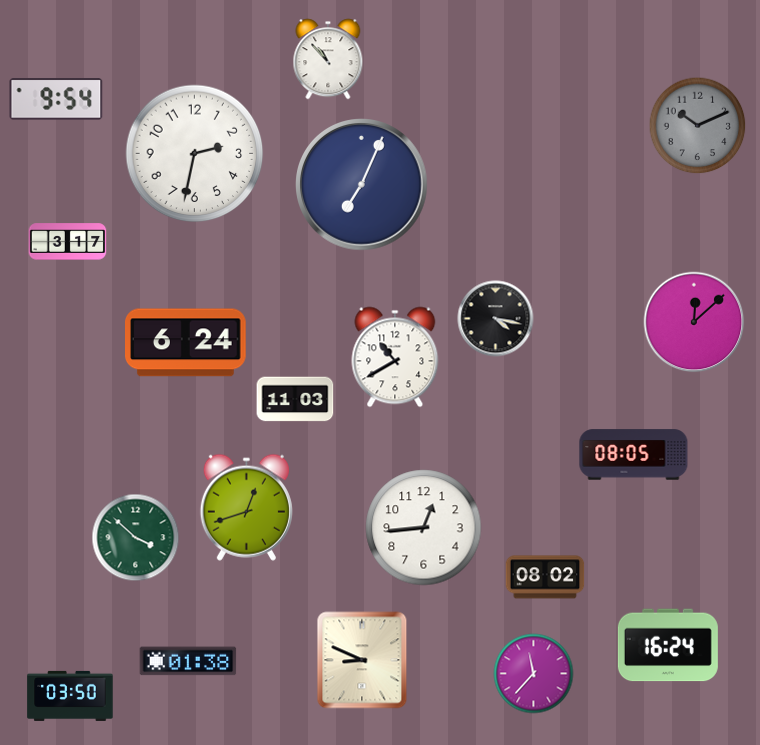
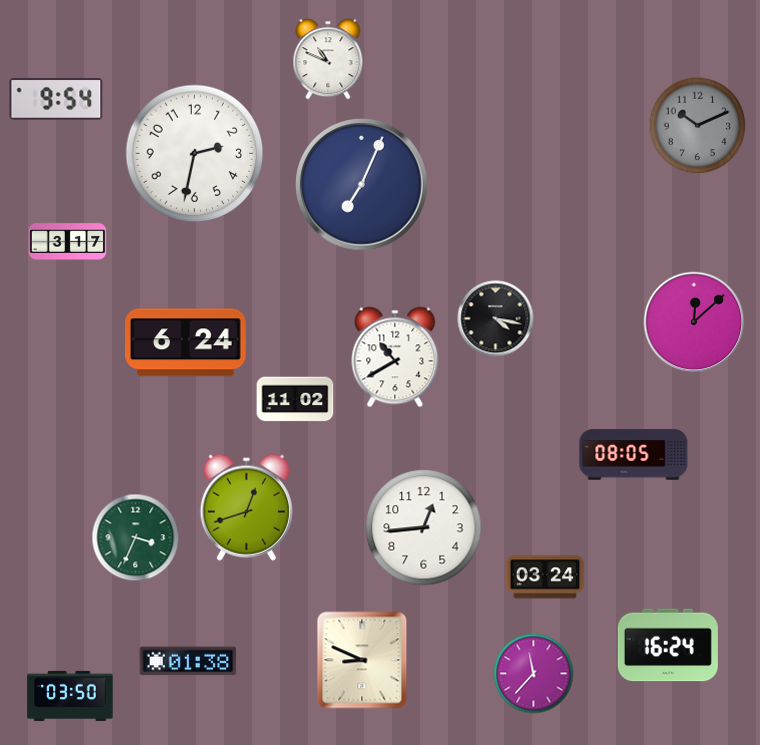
clock at (328, 59): 10:53 -> 10:49
clock at (295, 399): 11:03 -> 11:02
clock at (136, 538): 3:52 -> 3:34
clock at (545, 577): 08:02 -> 03:24
